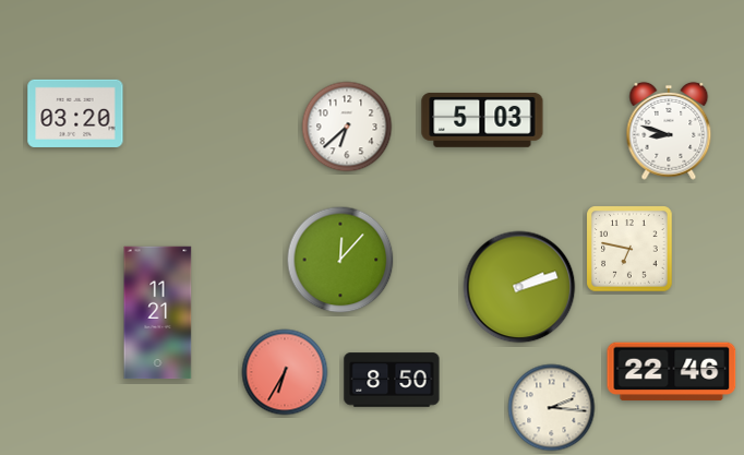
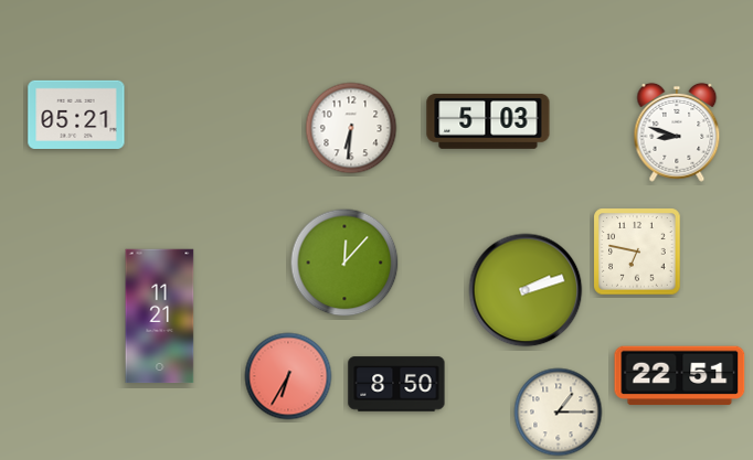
clock at (75, 113): 03:20 -> 05:21
clock at (347, 127): 6:38 -> 6:31
clock at (672, 372): 22:46 -> 22:51
clock at (552, 408): 2:16 -> 1:15
